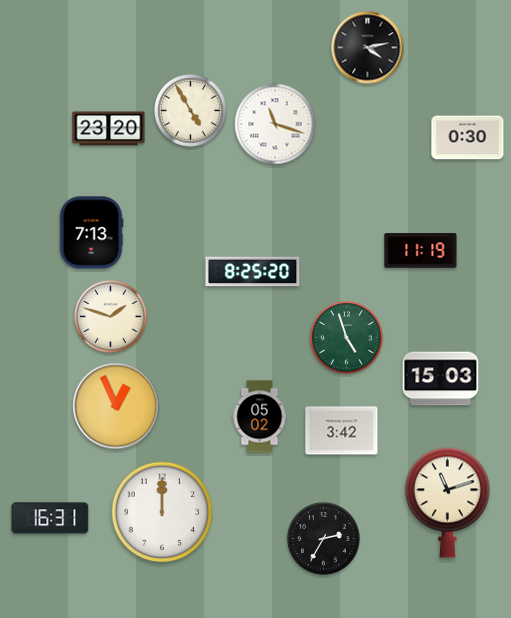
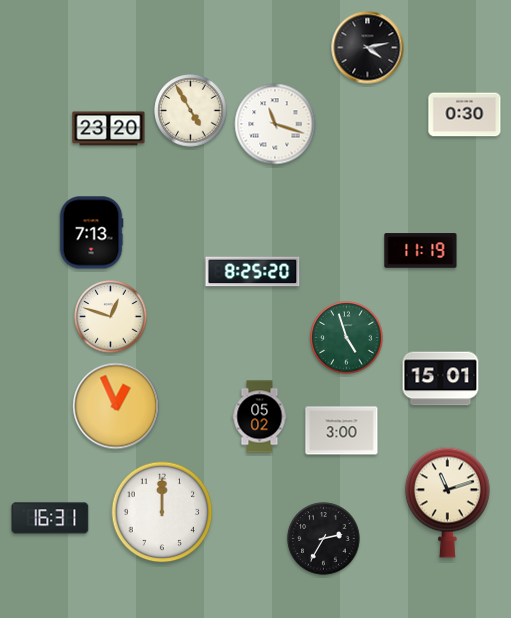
clock at (468, 138) position: (468, 138) -> (465, 115)
clock at (111, 317): 1:48 -> 12:48
clock at (441, 379): 15:03 -> 15:01
clock at (342, 431): 3:42 -> 3:00
